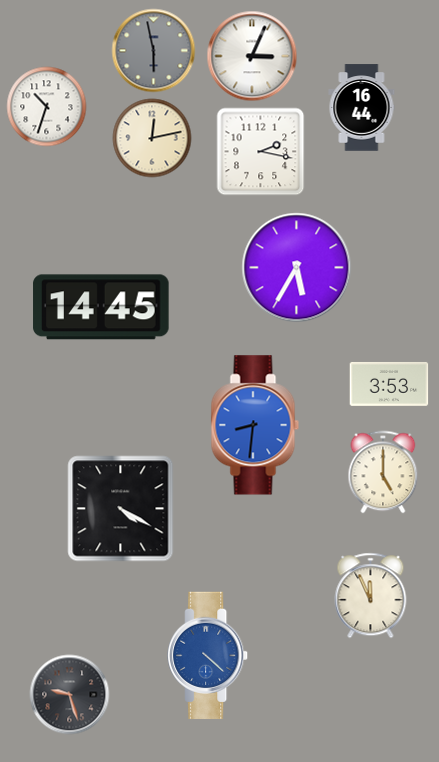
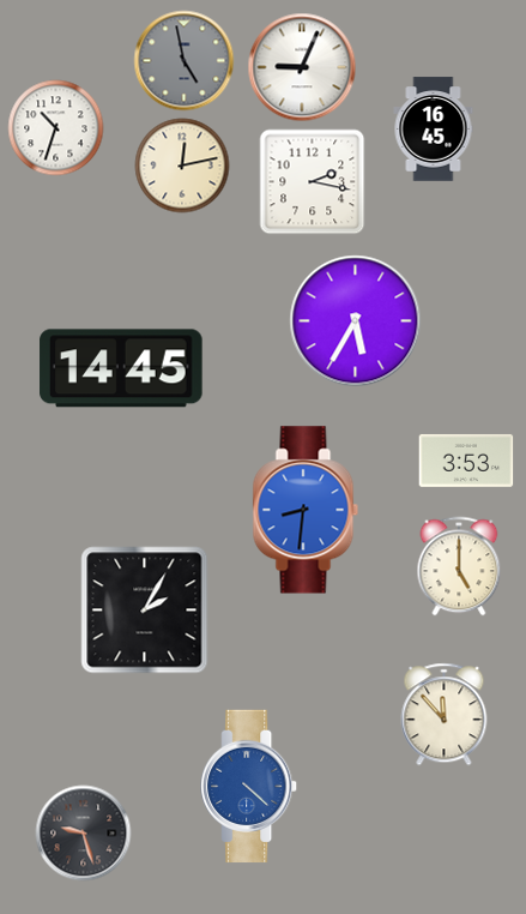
clock at (154, 51): 5:58 -> 4:58
clock at (252, 56): 3:04 -> 9:04
clock at (362, 108): 16:44 -> 16:45
clock at (121, 509): 4:20 -> 2:05
clock at (371, 596): 11:56 -> 11:53
